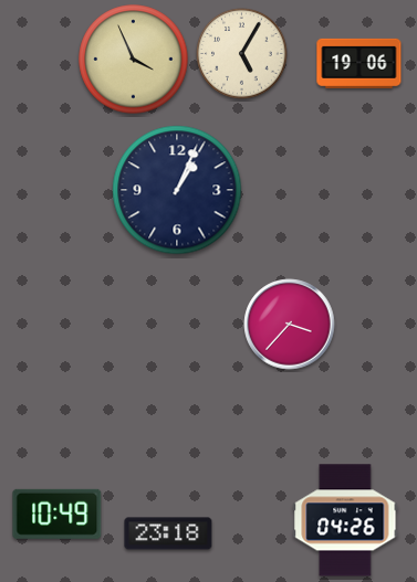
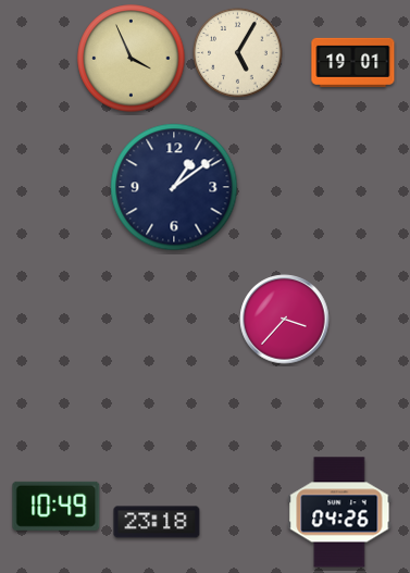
clock at (359, 63): 19:06 -> 19:01
clock at (177, 190): 1:04 -> 1:09
clock at (168, 533) position: (168, 533) -> (157, 522)
